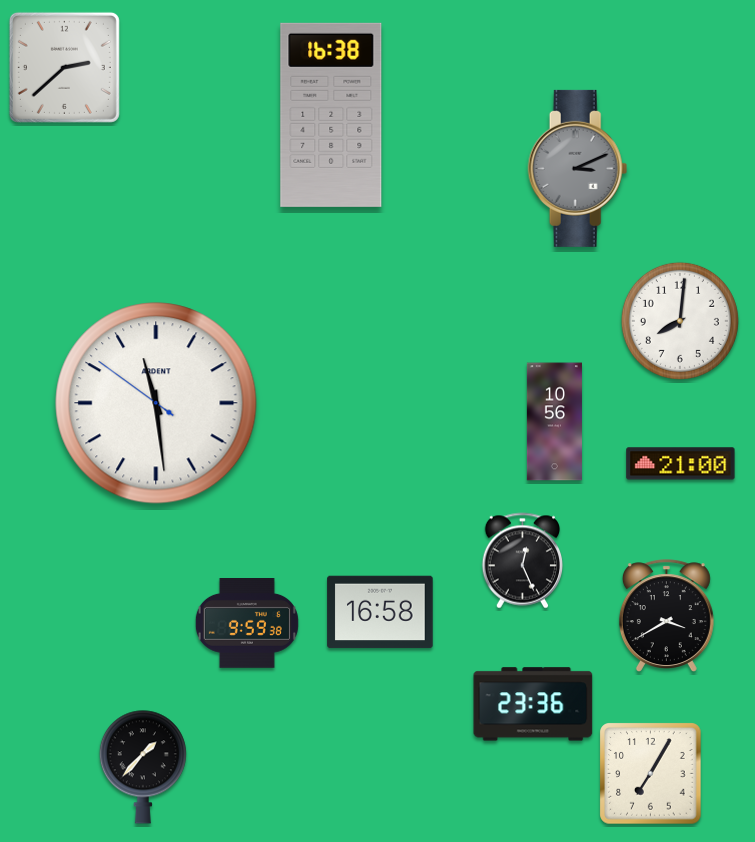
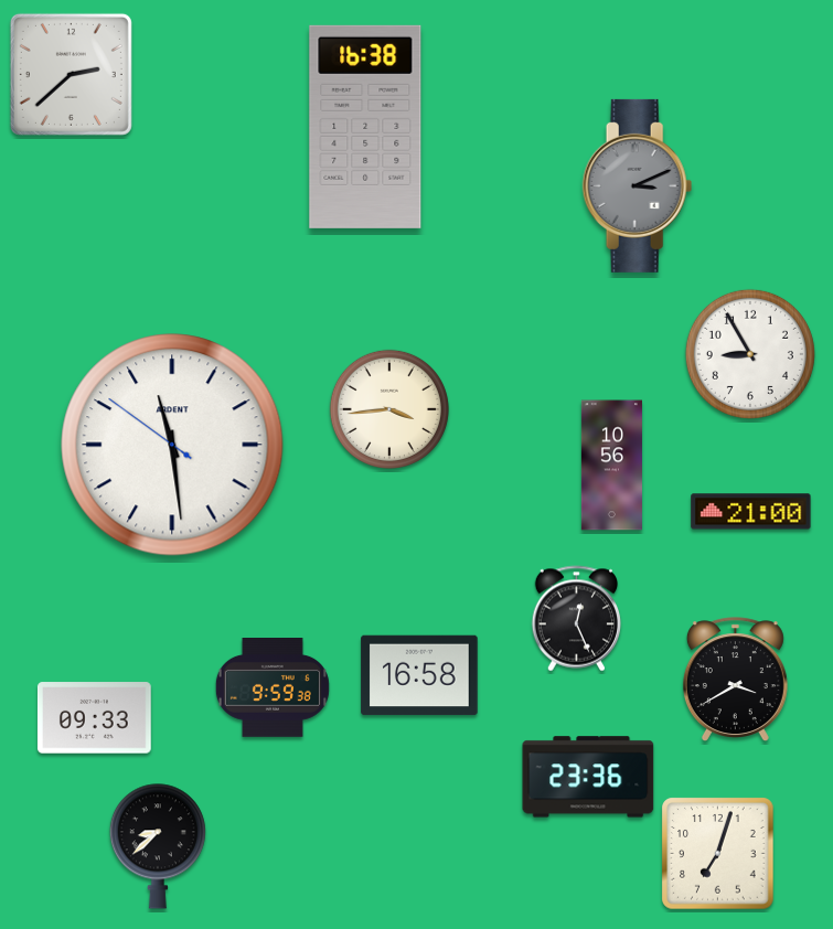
clock at (680, 321): 8:01 -> 8:55
clock at (389, 409): none -> 3:44
clock at (94, 718): none -> 09:33
clock at (143, 767): 1:37 -> 8:38
clock at (651, 774): 7:05 -> 7:03
